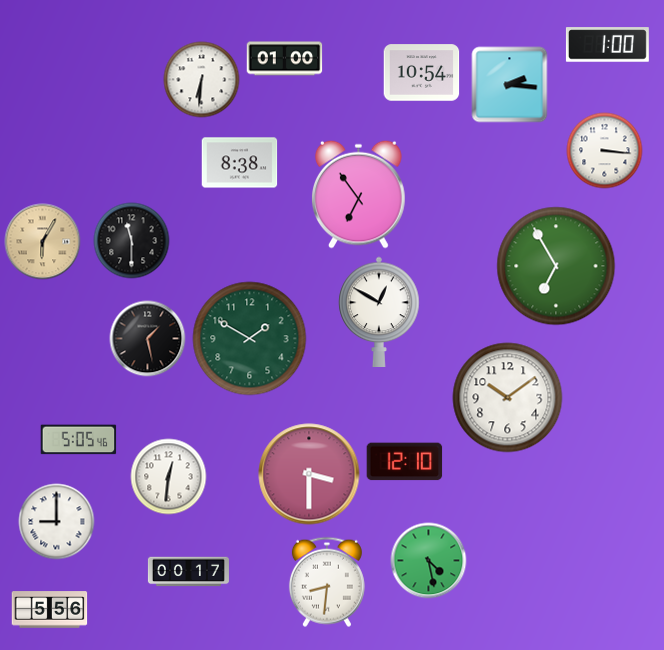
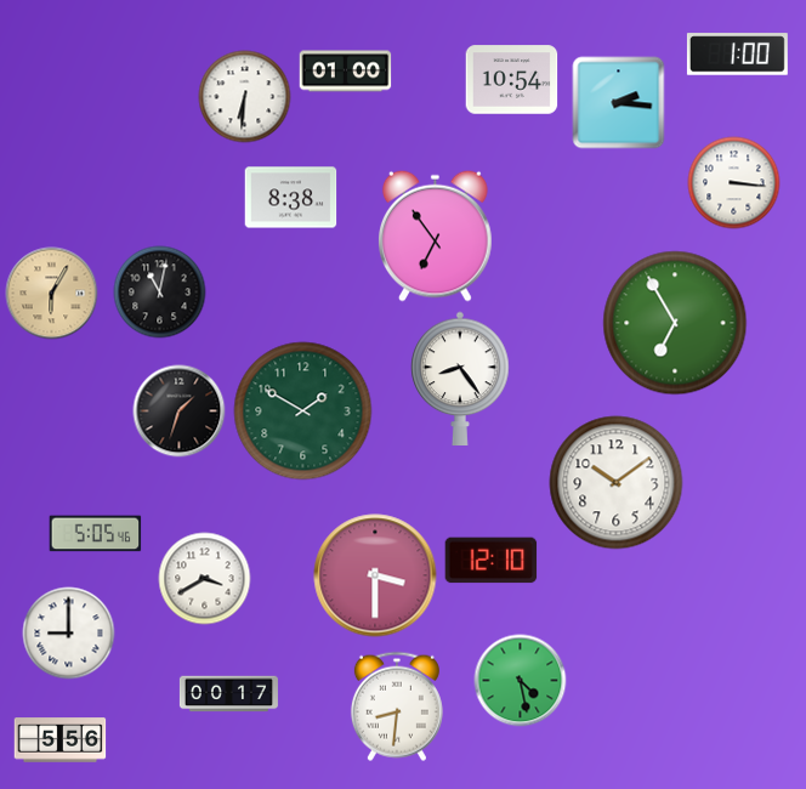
clock at (422, 73) position: (422, 73) -> (512, 80)
clock at (132, 241): 11:30 -> 11:02
clock at (379, 311): 12:50 -> 8:24
clock at (148, 339): 1:28 -> 1:33
clock at (169, 477): 12:31 -> 3:40
